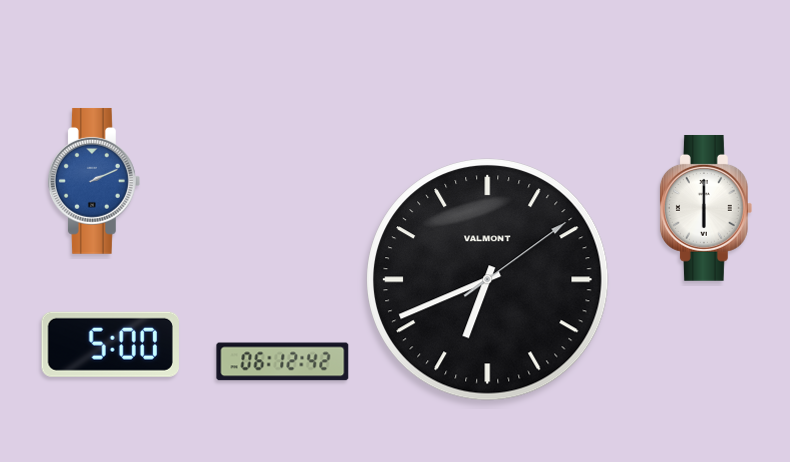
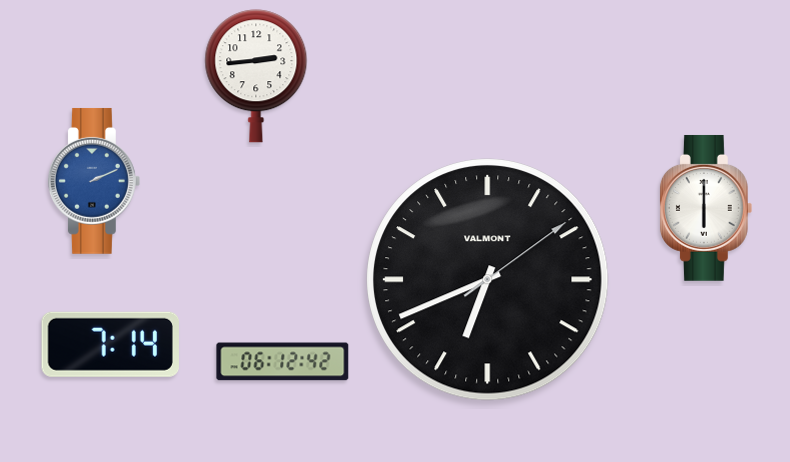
clock at (256, 76): none -> 2:44
clock at (110, 344): 5:00 -> 7:14
